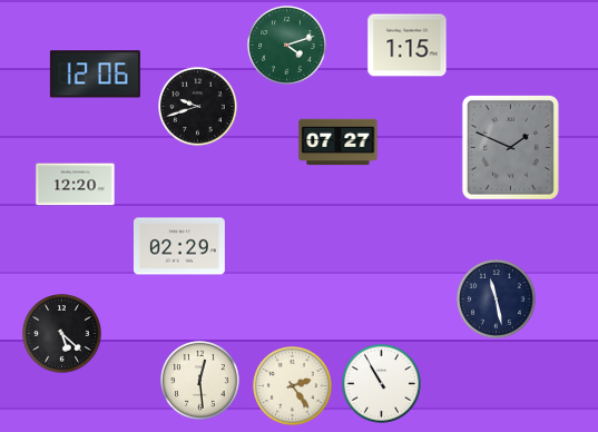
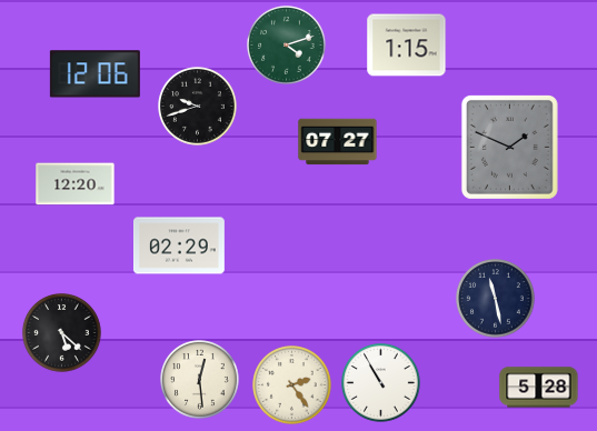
clock at (539, 388): none -> 5:28
